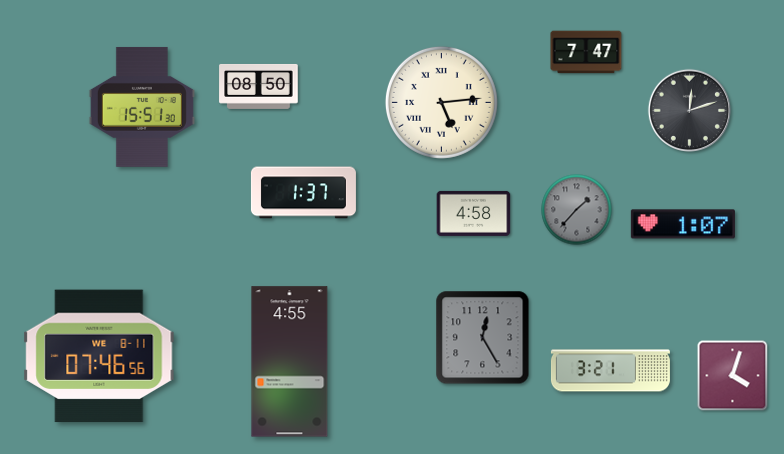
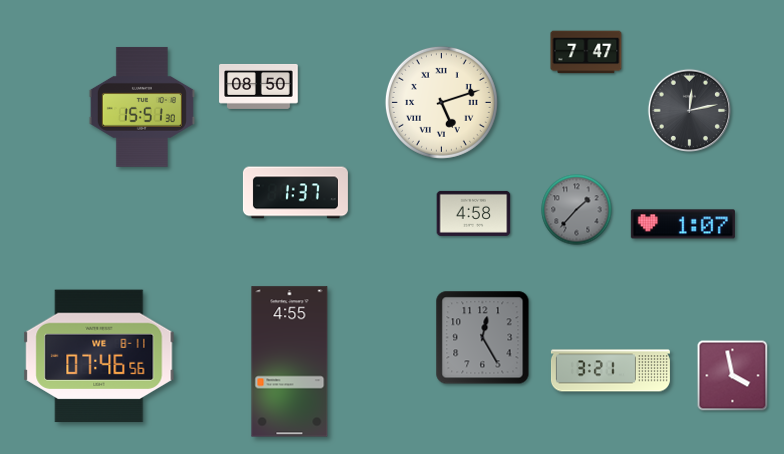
clock at (441, 102): 5:14 -> 5:12
clock at (689, 110): 12:12 -> 12:13
clock at (303, 193) position: (303, 193) -> (295, 193)
clock at (733, 376): 4:03 -> 3:58
